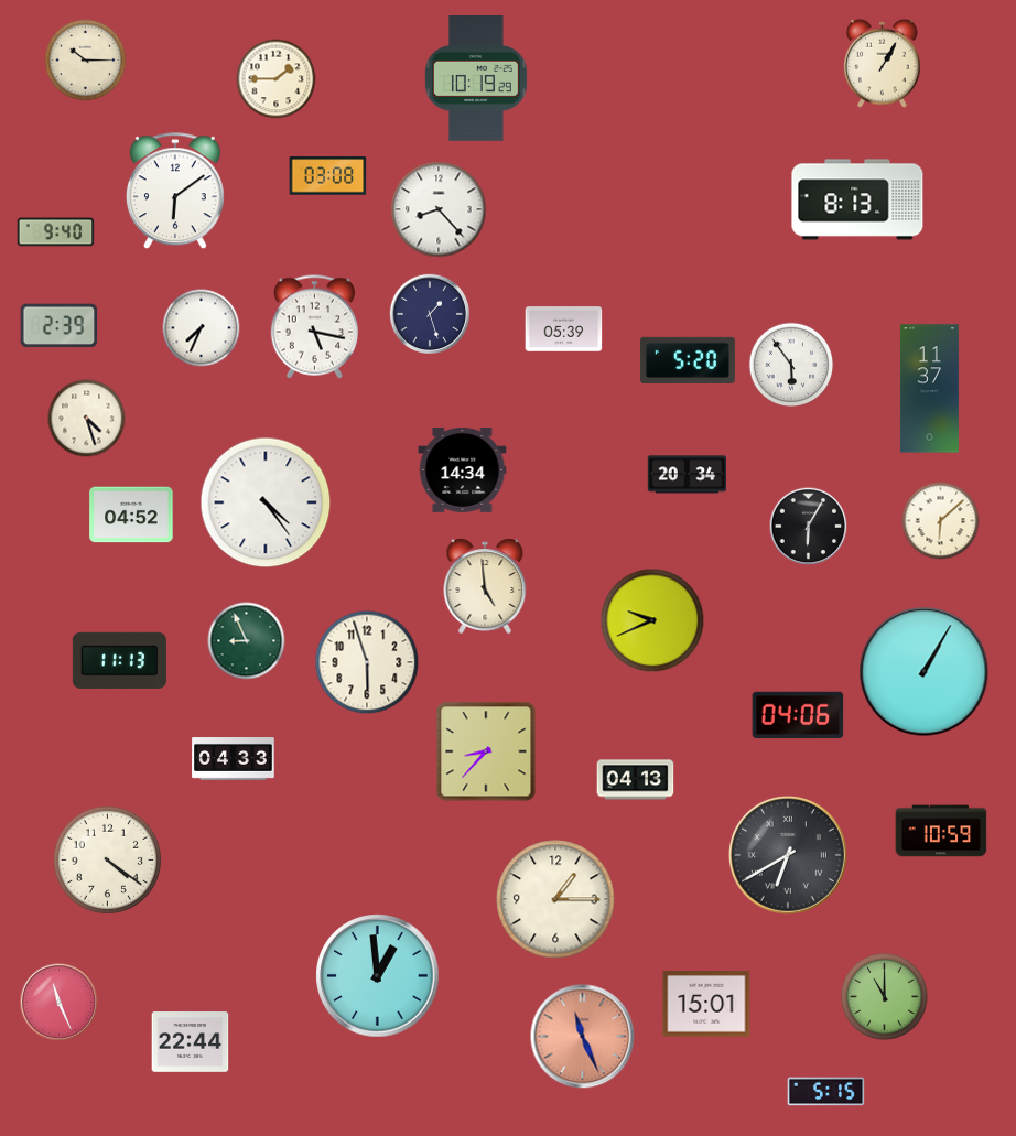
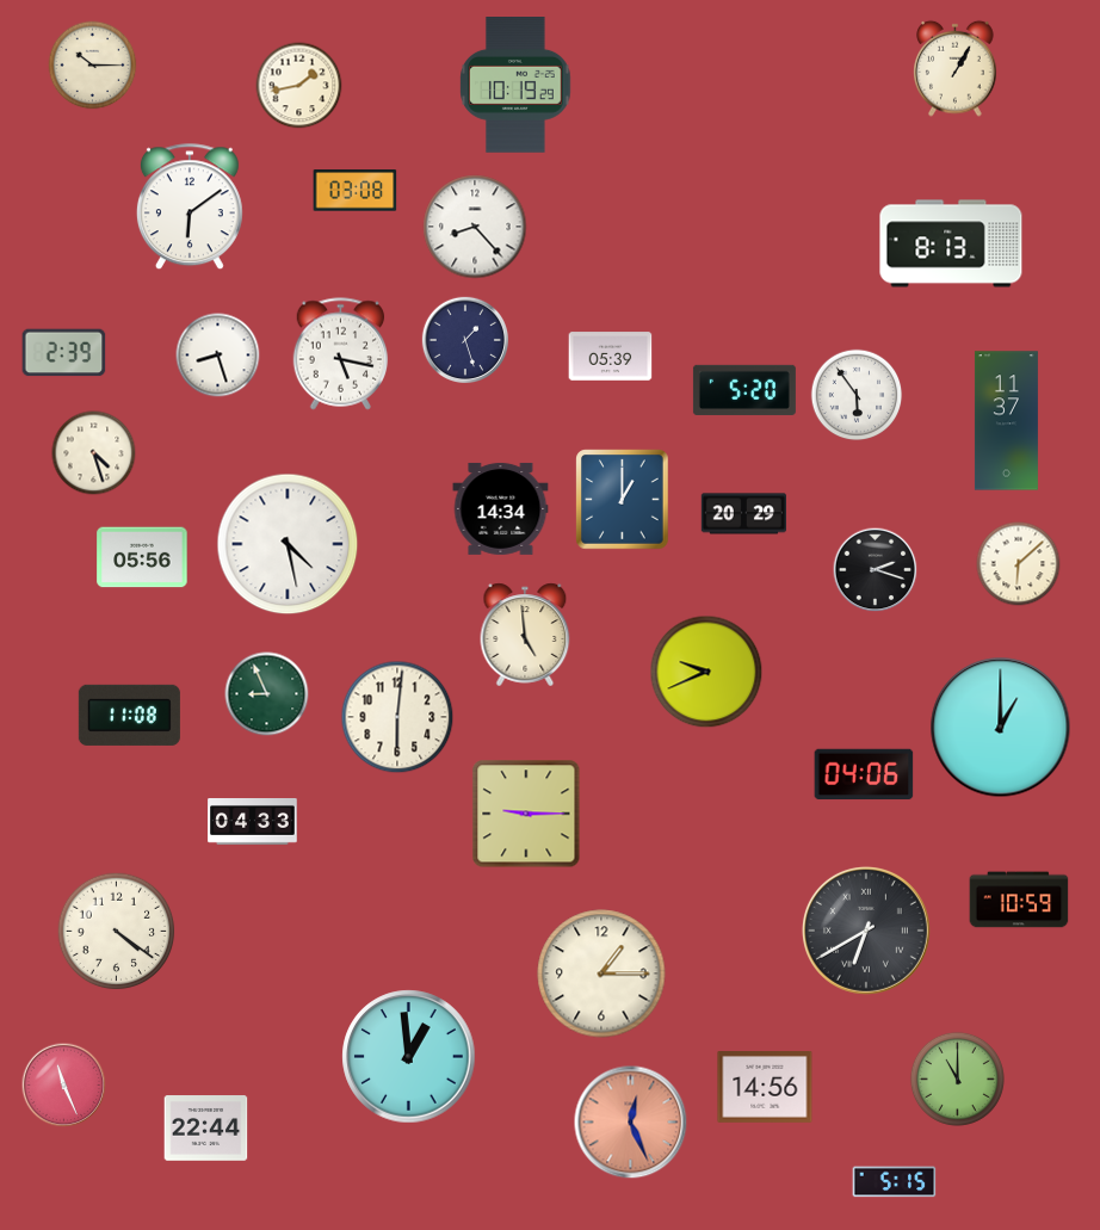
clock at (277, 79): 1:45 -> 1:43
clock at (857, 199) position: (857, 199) -> (951, 243)
clock at (56, 232): 9:40 -> none
clock at (202, 328): 7:34 -> 8:27
clock at (623, 500): none -> 1:00
clock at (688, 475): 20:34 -> 20:29
clock at (266, 502): 4:24 -> 4:28
clock at (131, 515): 04:52 -> 05:56
clock at (809, 527): 6:05 -> 2:18
clock at (119, 660): 11:13 -> 11:08
clock at (367, 662): 5:57 -> 6:01
clock at (925, 672): 1:05 -> 1:00
clock at (486, 751): 8:37 -> 9:15
clock at (636, 780): 04:13 -> none
clock at (788, 855) position: (788, 855) -> (866, 931)
clock at (706, 1005): 15:01 -> 14:56
clock at (583, 1037): 11:26 -> 12:26
